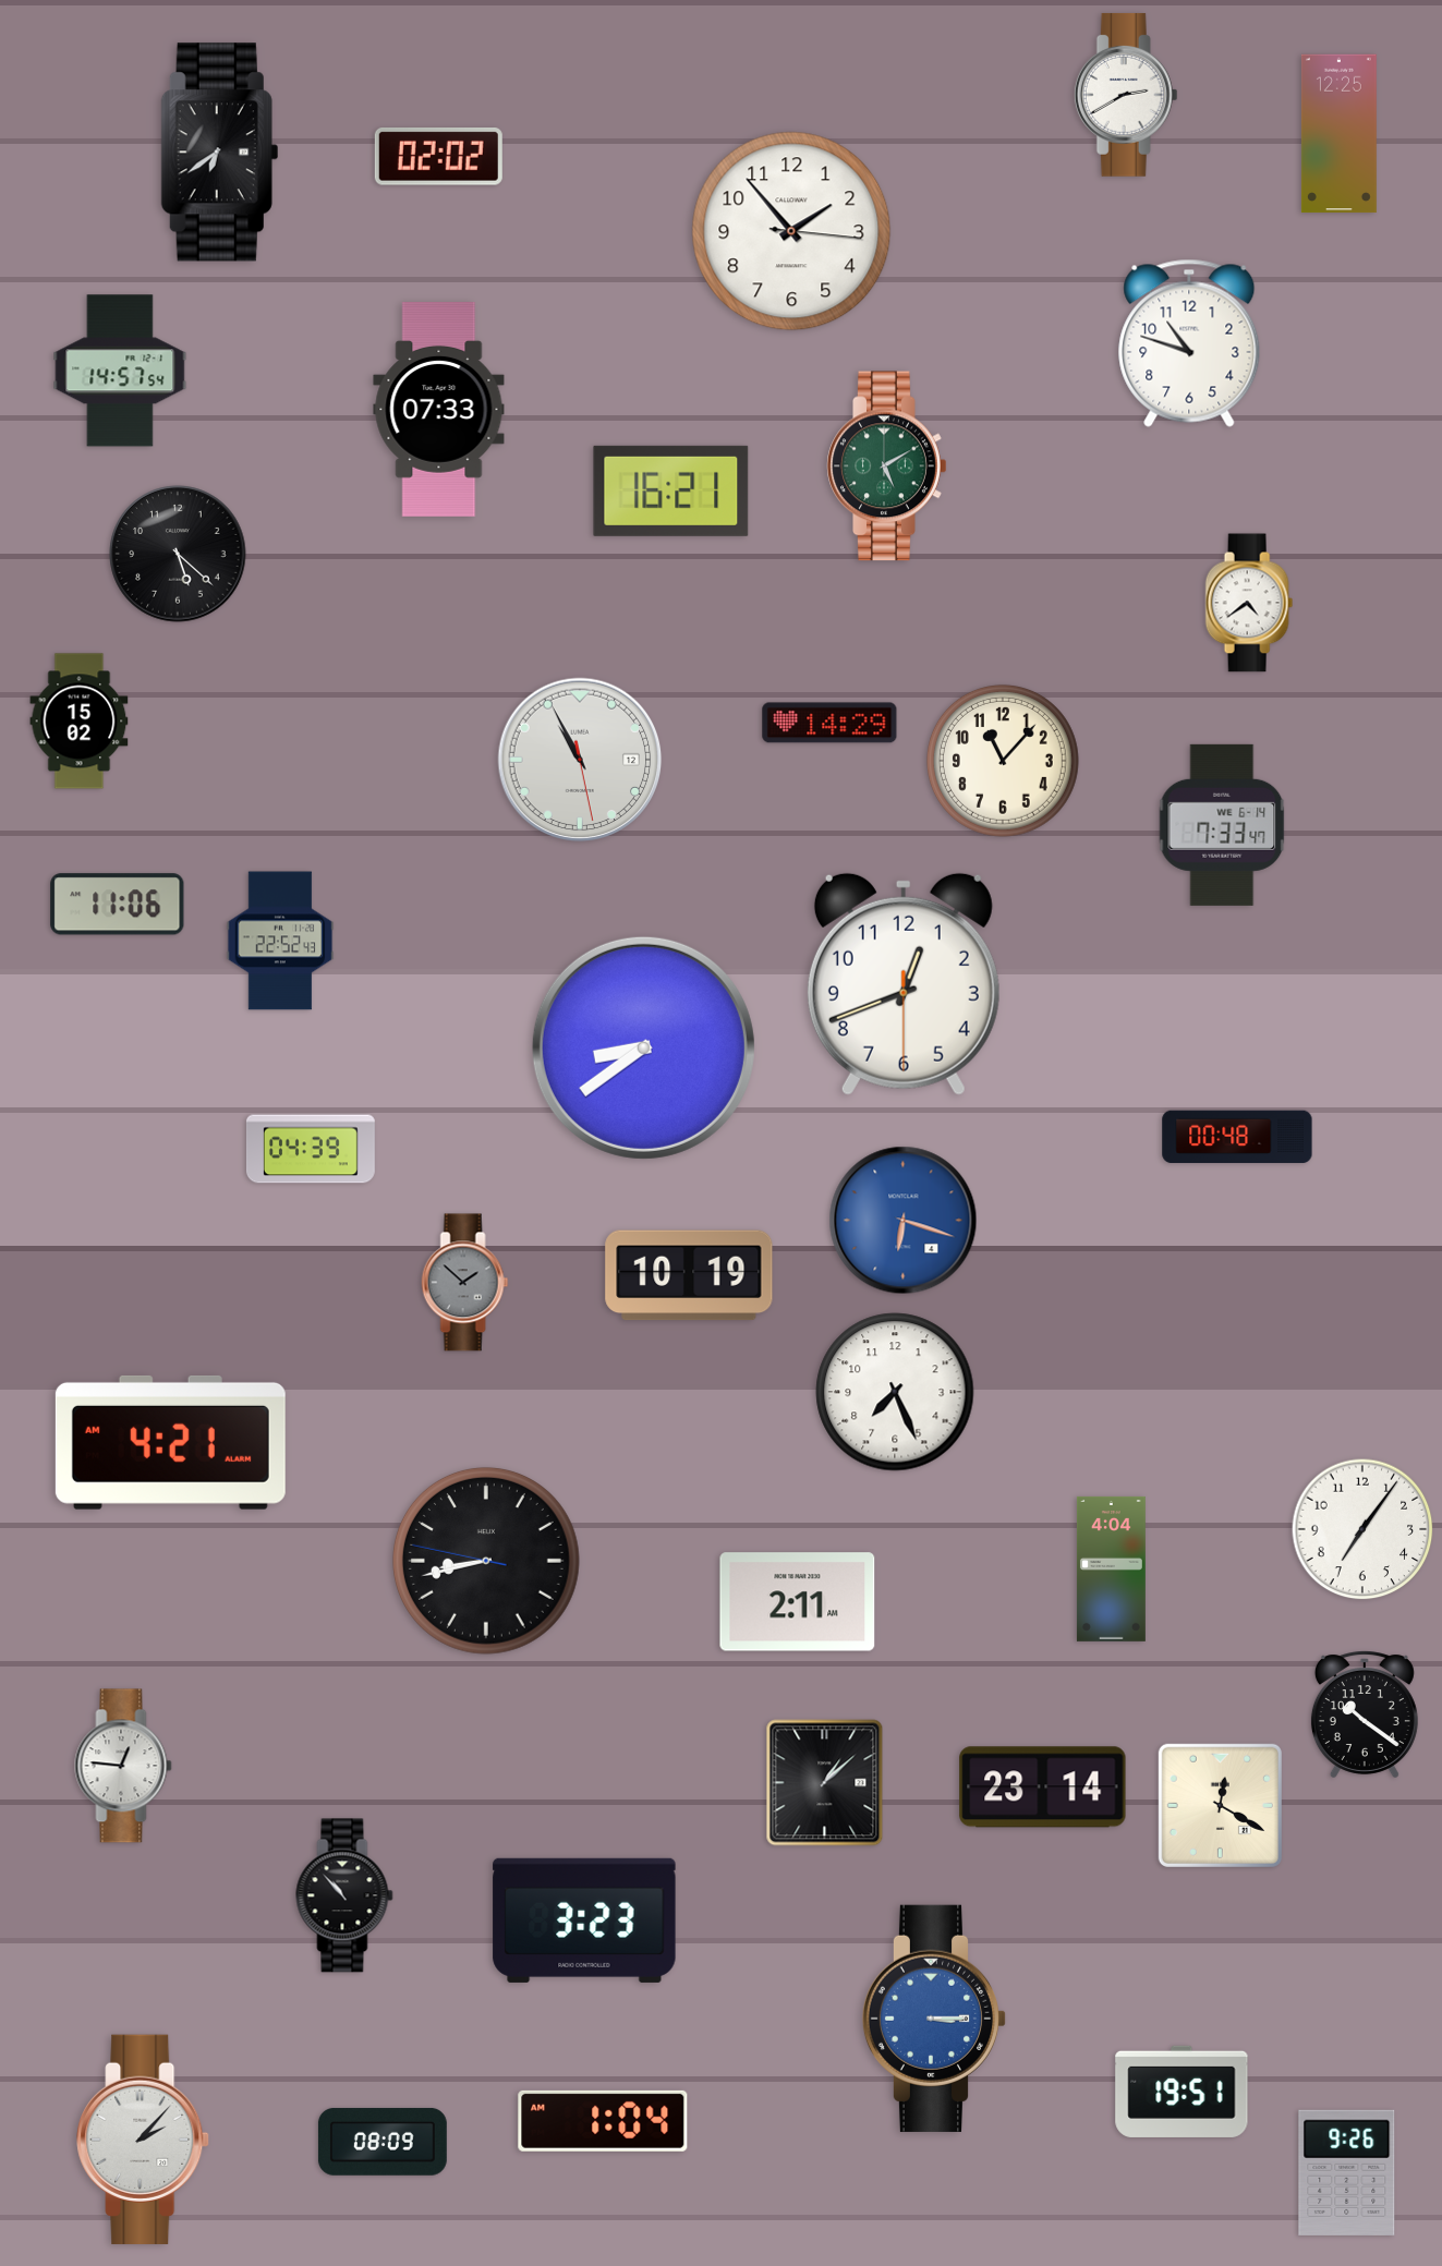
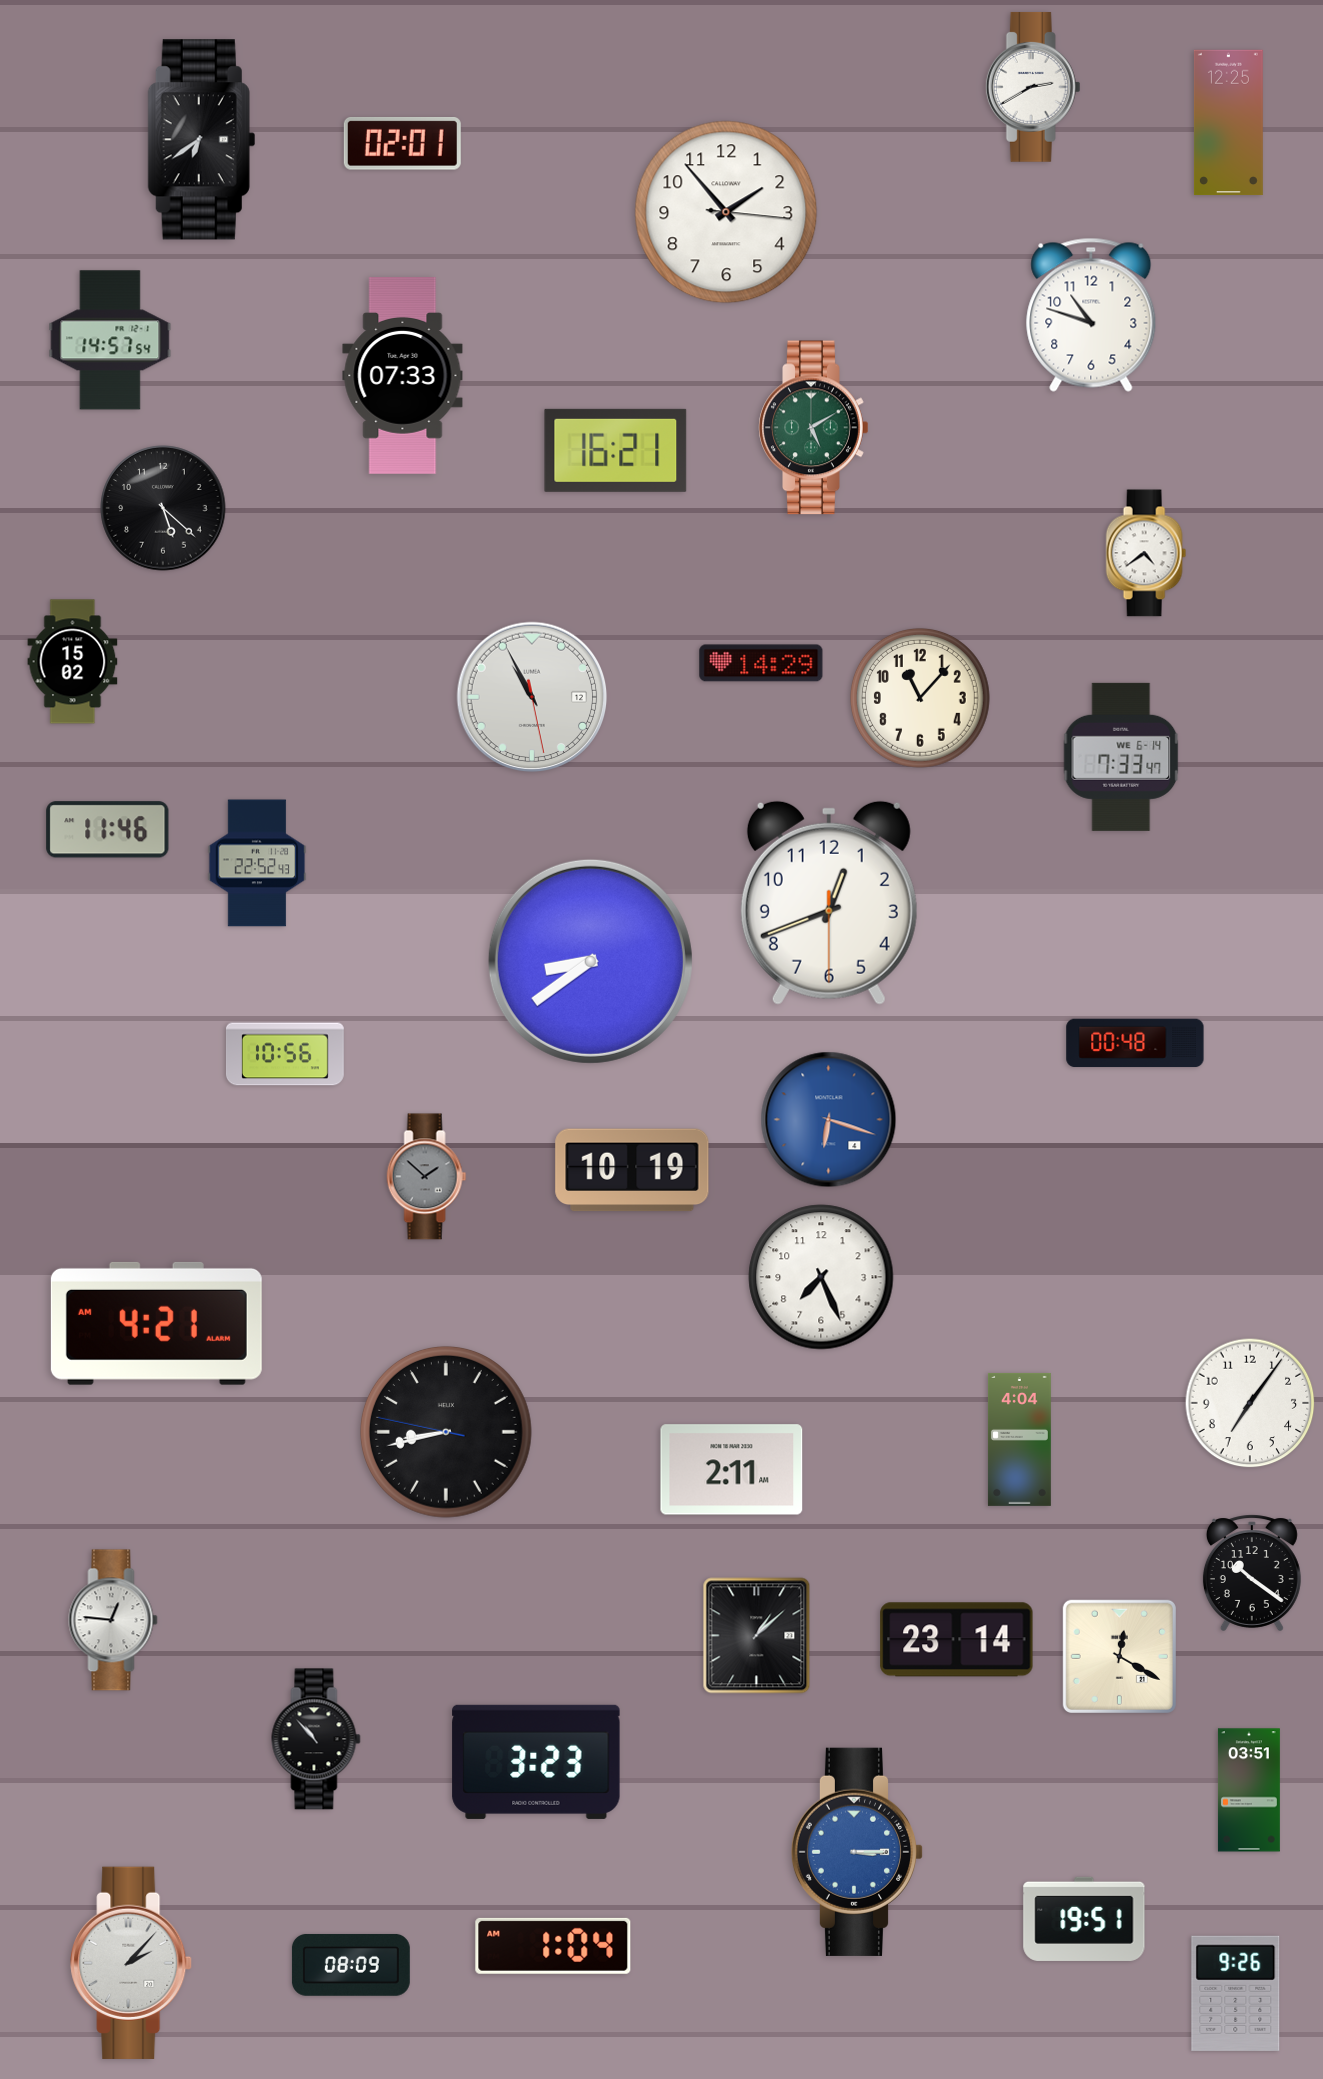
clock at (438, 156): 02:02 -> 02:01
clock at (118, 905): 11:06 -> 11:46
clock at (311, 1149): 04:39 -> 10:56
clock at (1249, 1790): none -> 03:51
